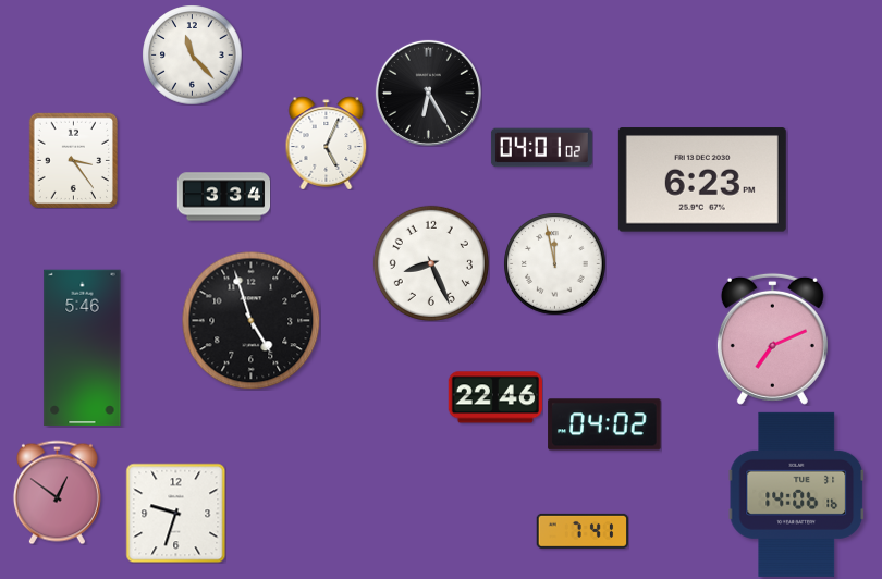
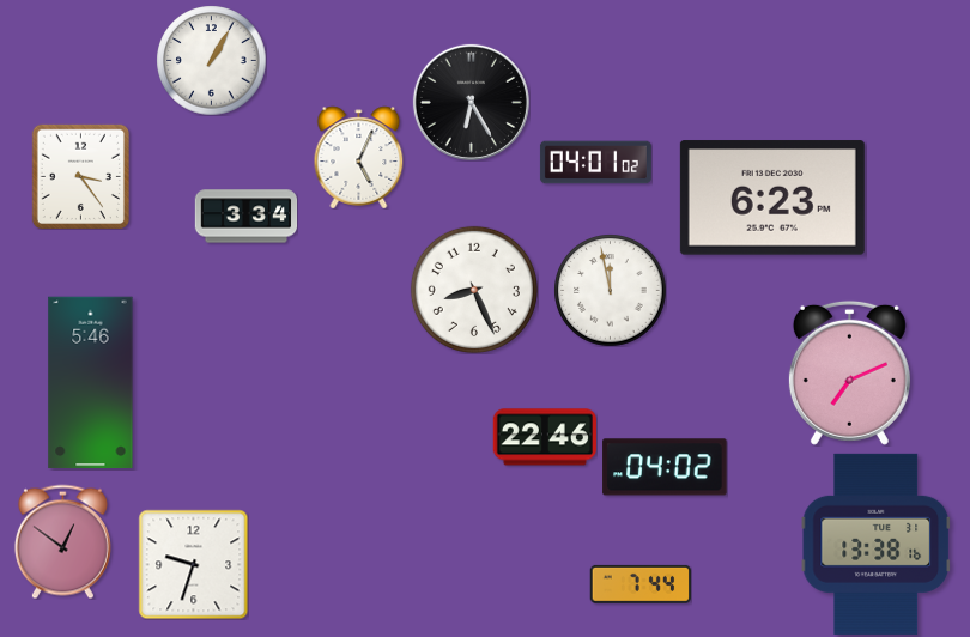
clock at (192, 54): 11:23 -> 1:05
clock at (250, 320): 4:57 -> none
clock at (797, 494): 14:06 -> 13:38
clock at (581, 531): 7:41 -> 7:44
